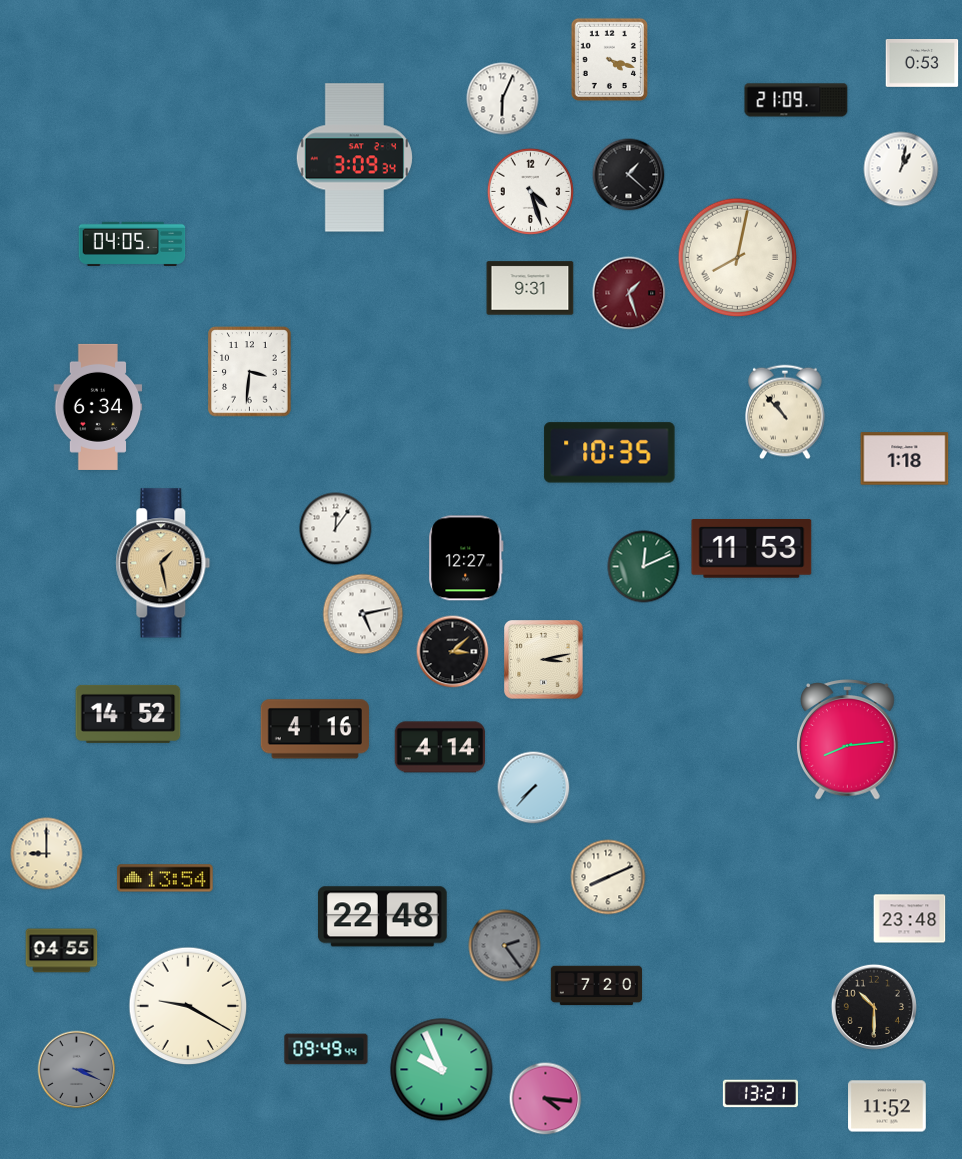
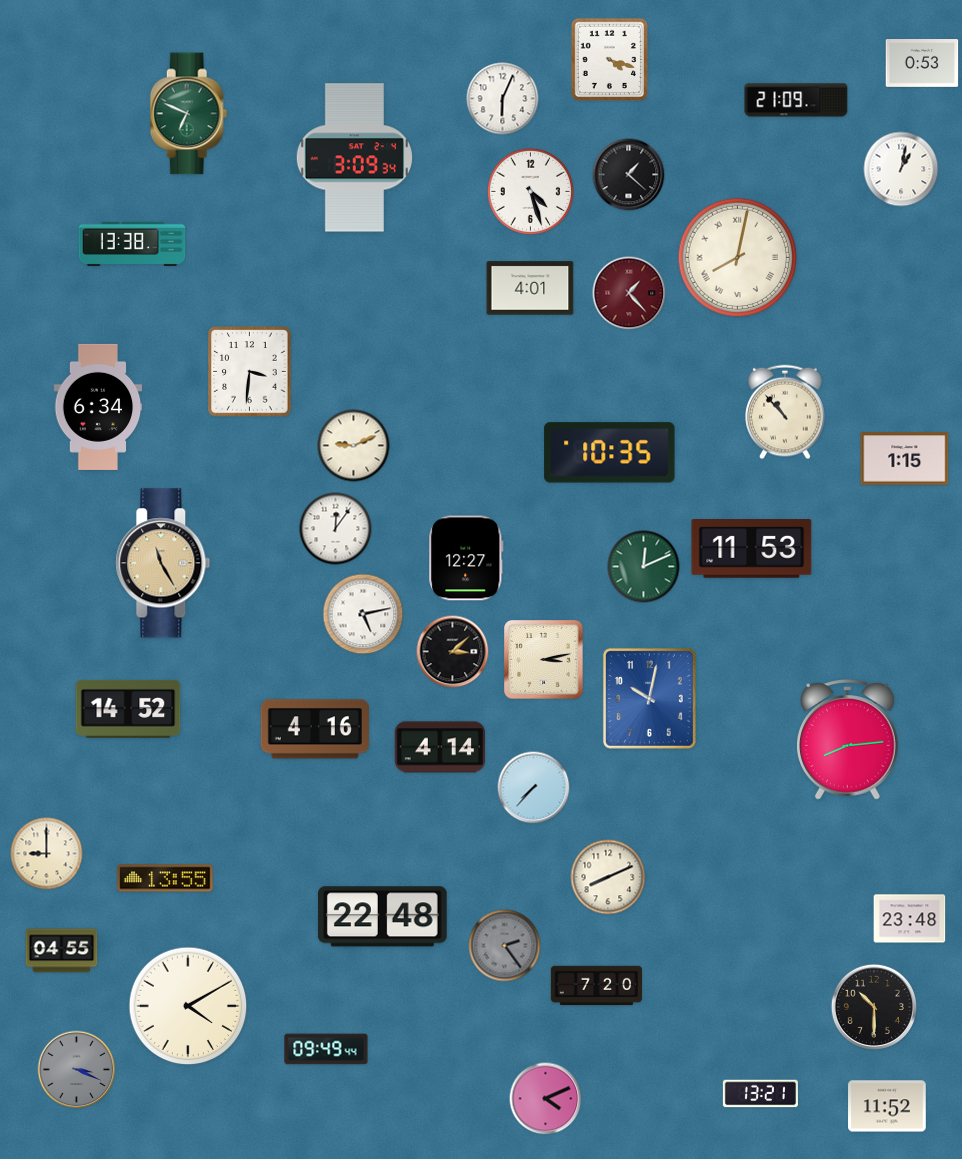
clock at (189, 114): none -> 6:49
clock at (132, 244): 04:05 -> 13:38
clock at (530, 288): 9:31 -> 4:01
clock at (629, 293): 1:27 -> 1:23
clock at (354, 446): none -> 9:11
clock at (905, 459): 1:18 -> 1:15
clock at (163, 563): 1:28 -> 11:25
clock at (649, 698): none -> 10:02
clock at (128, 714) position: (128, 714) -> (128, 709)
clock at (165, 878): 13:54 -> 13:55
clock at (188, 1006): 9:20 -> 4:10
clock at (442, 1070): 9:56 -> none
clock at (546, 1099): 4:16 -> 4:11
